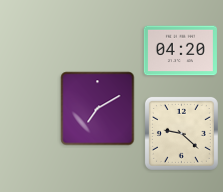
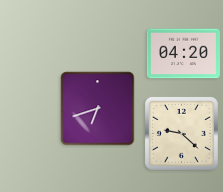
clock at (180, 51) position: (180, 51) -> (183, 54)
clock at (98, 109): 7:10 -> 6:42
